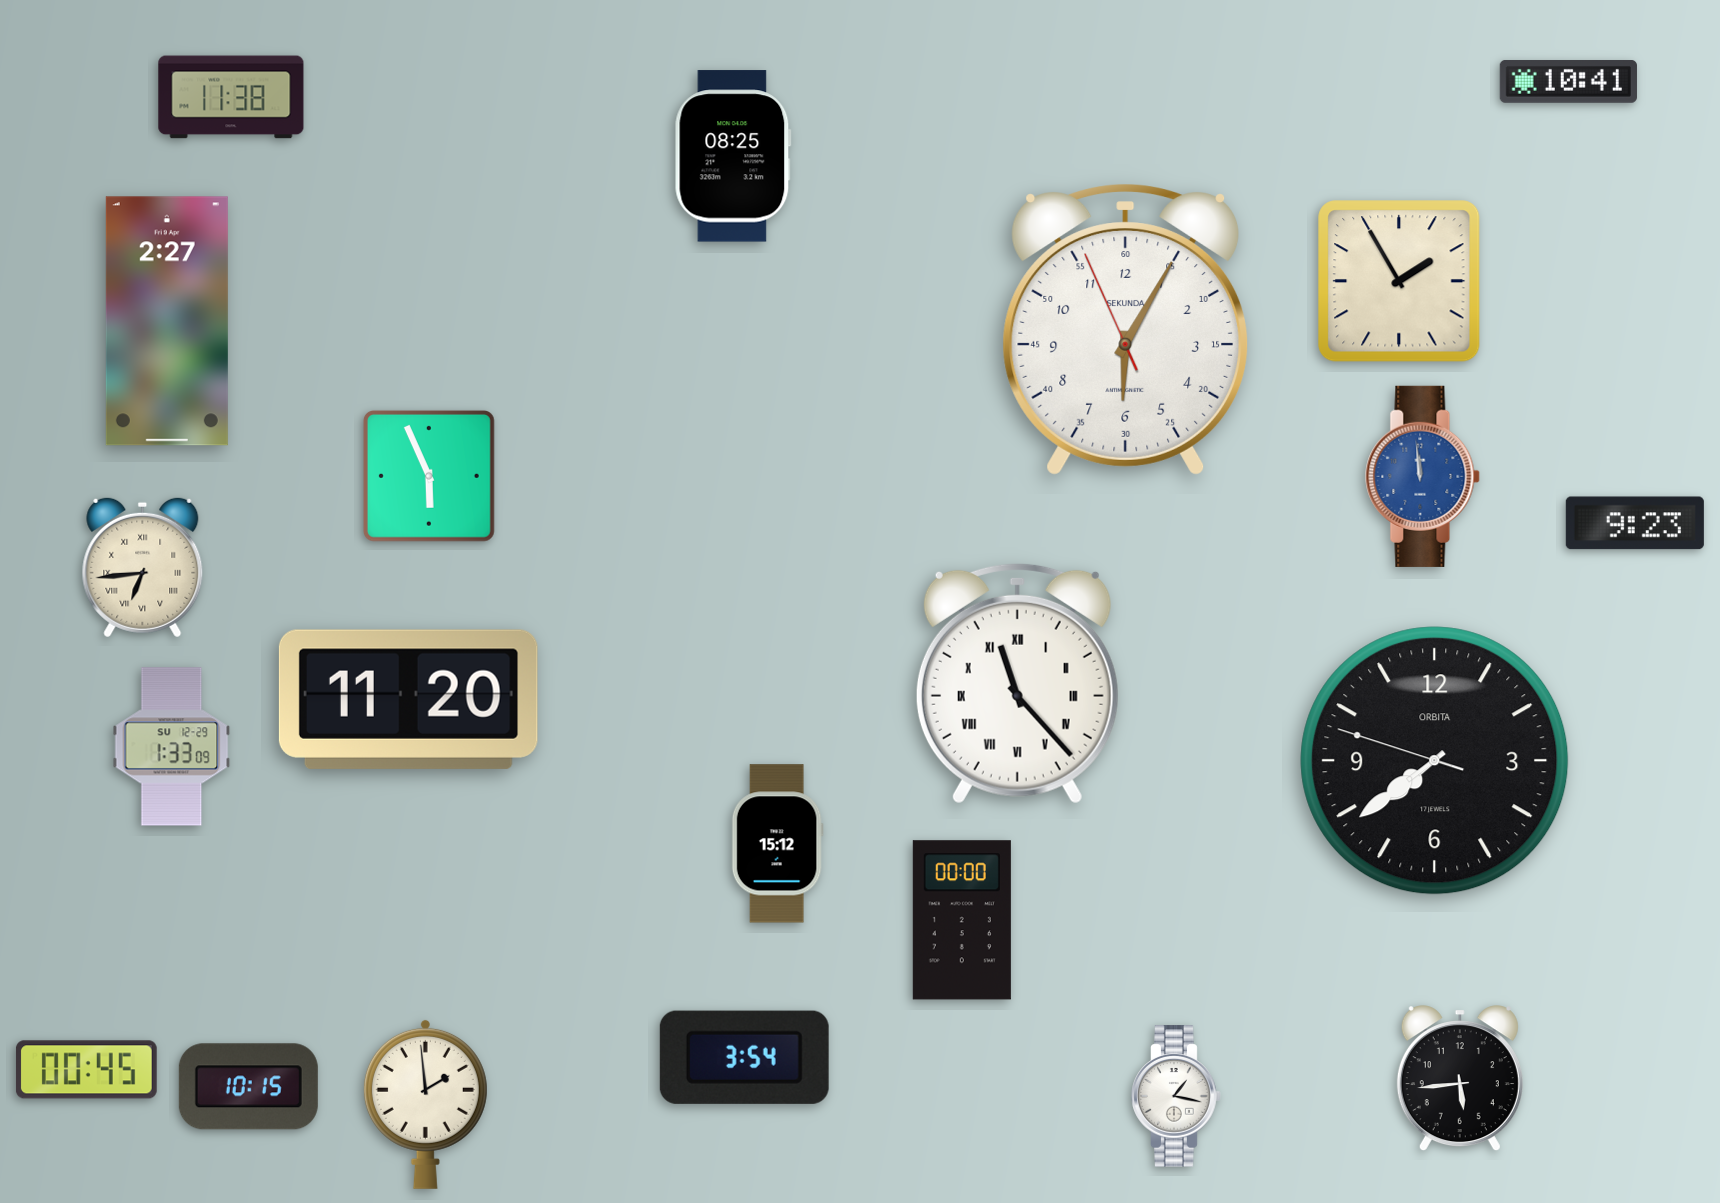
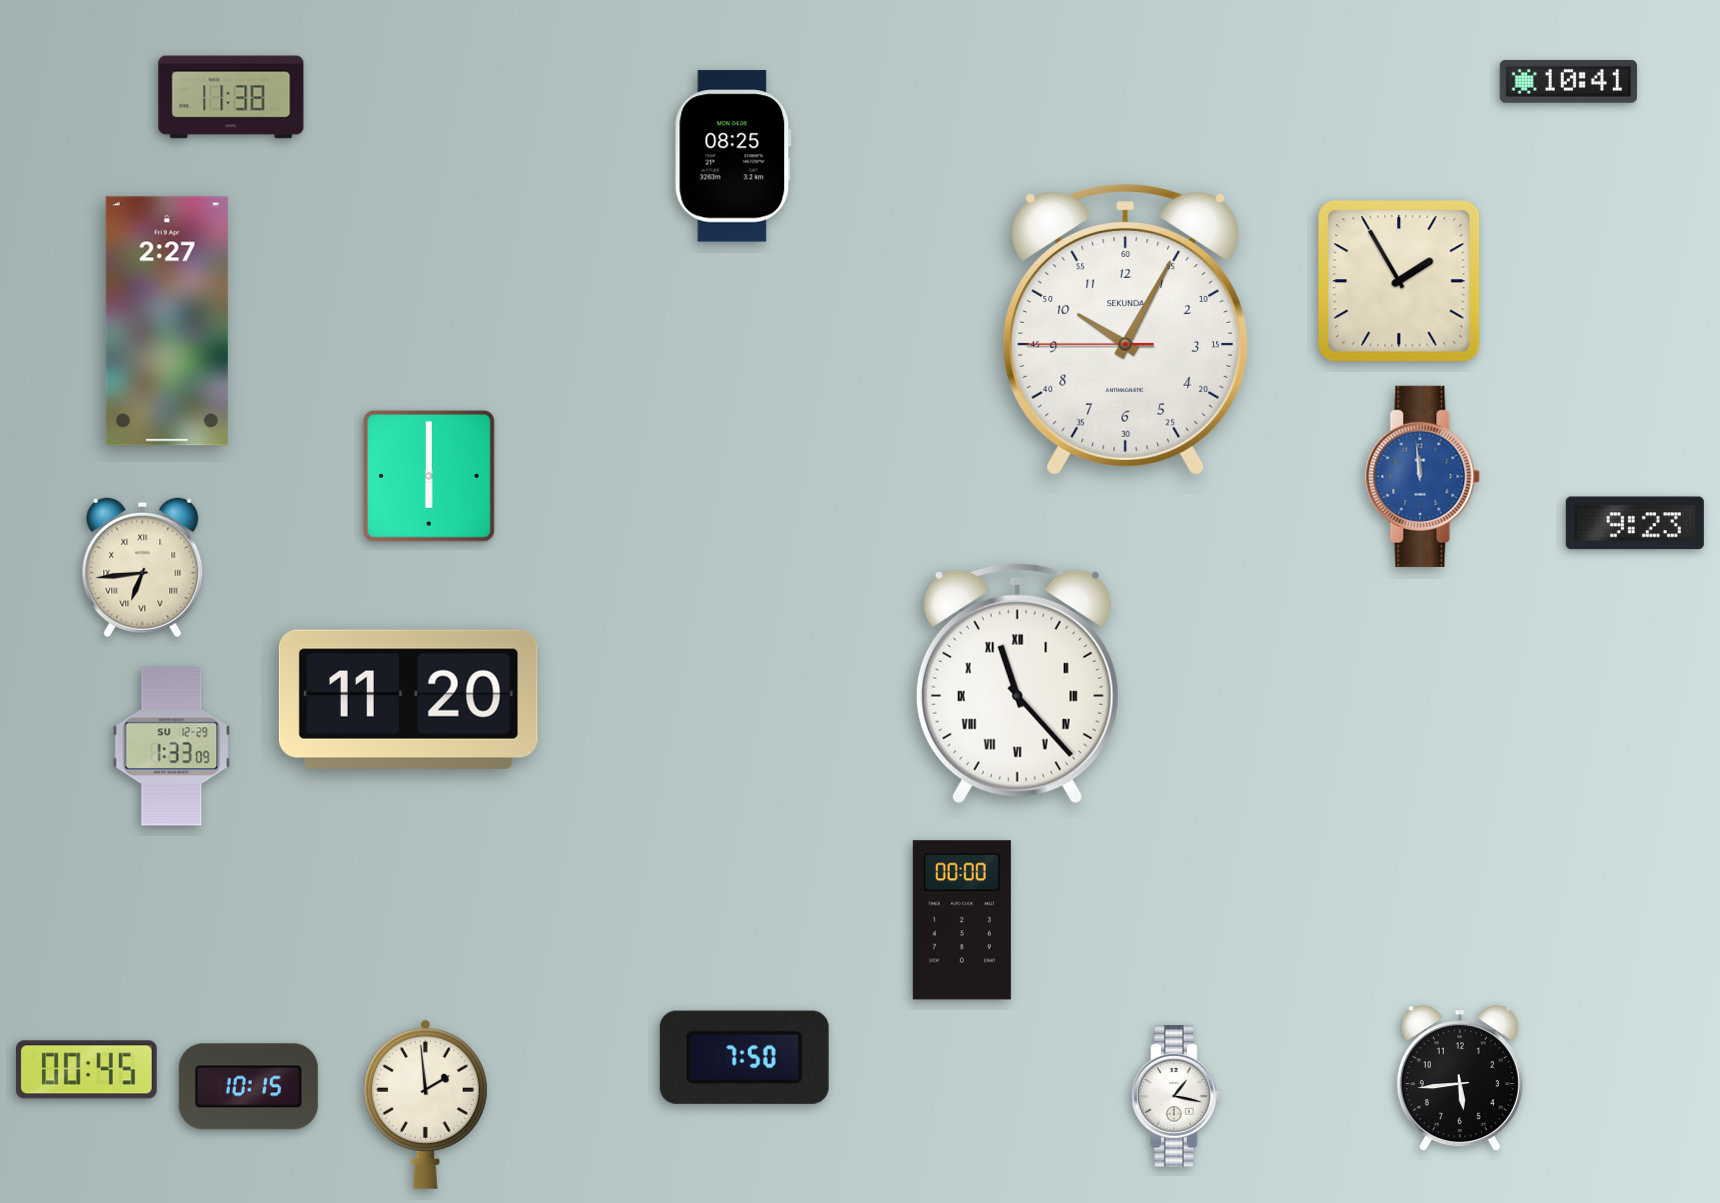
clock at (1126, 329): 6:04 -> 10:04
clock at (429, 476): 5:56 -> 6:00
clock at (1435, 761): 7:38 -> none
clock at (777, 844): 15:12 -> none
clock at (744, 1057): 3:54 -> 7:50
